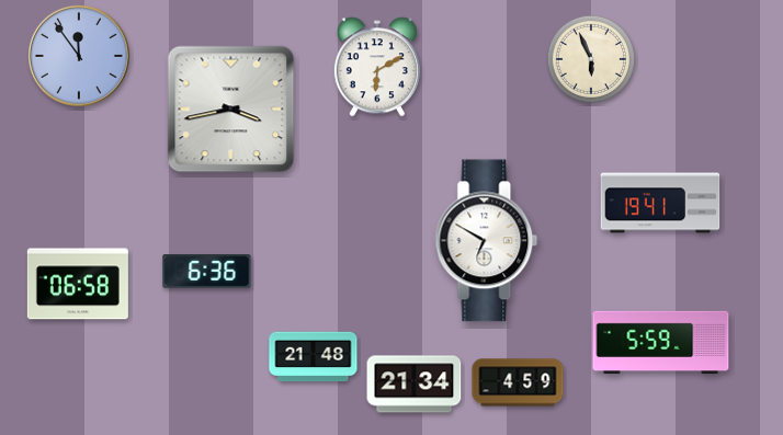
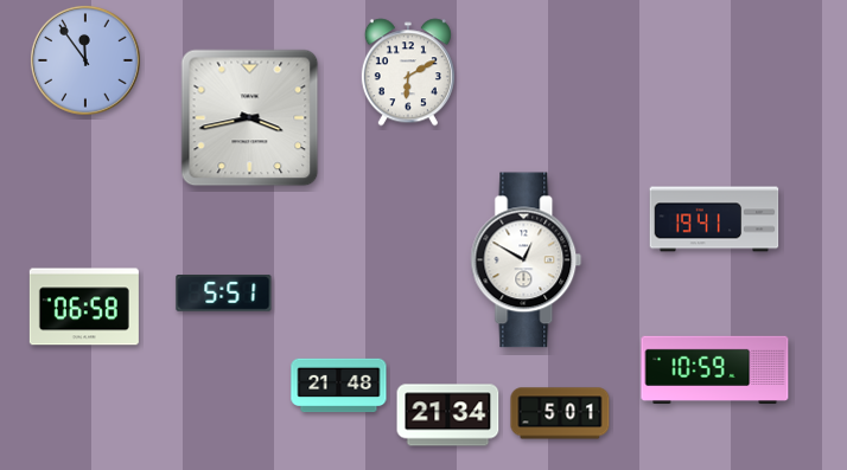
clock at (591, 59): 5:56 -> none
clock at (487, 241): 6:50 -> 12:50
clock at (207, 272): 6:36 -> 5:51
clock at (661, 343): 5:59 -> 10:59
clock at (518, 382): 4:59 -> 5:01
